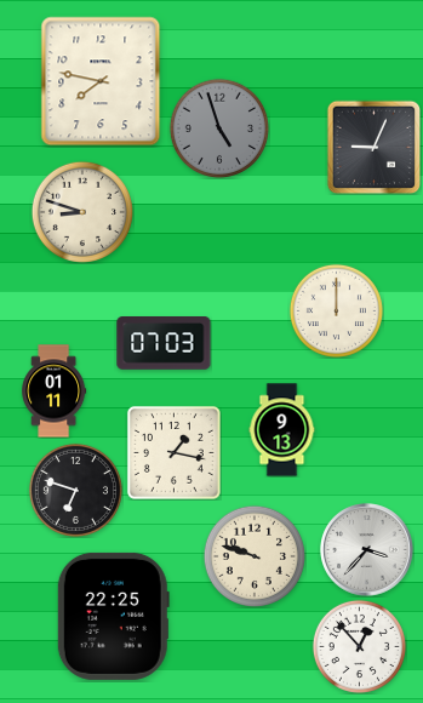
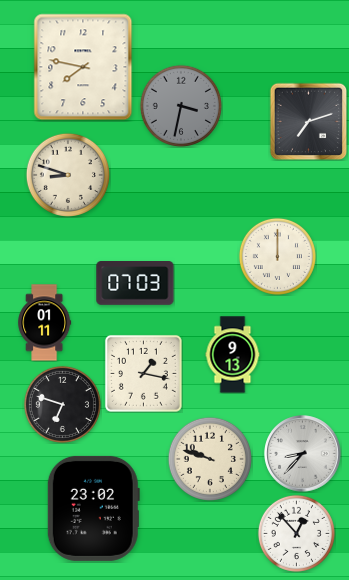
clock at (219, 128): 4:57 -> 3:32
clock at (373, 147): 9:04 -> 7:12
clock at (367, 550): 3:37 -> 8:37
clock at (113, 616): 22:25 -> 23:02
